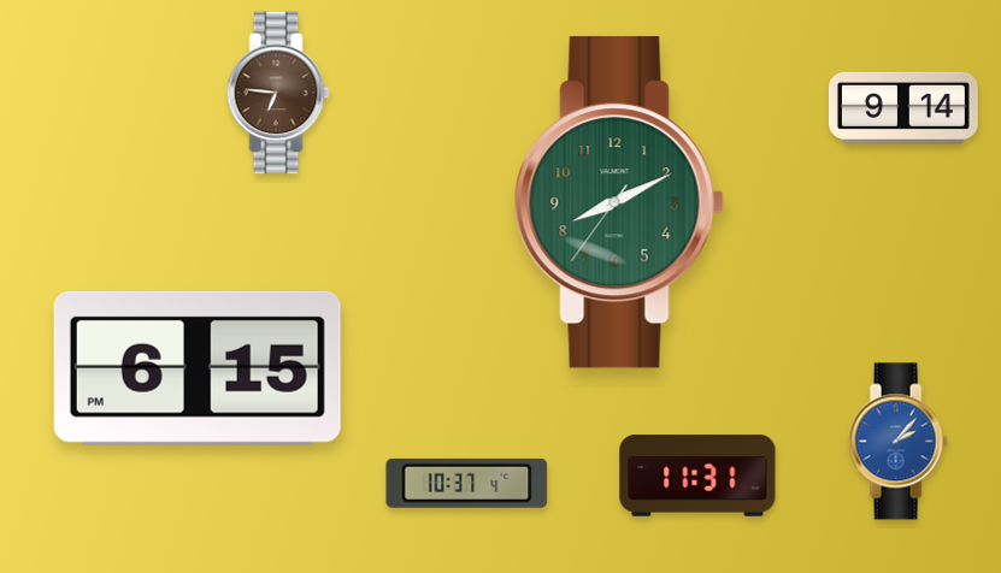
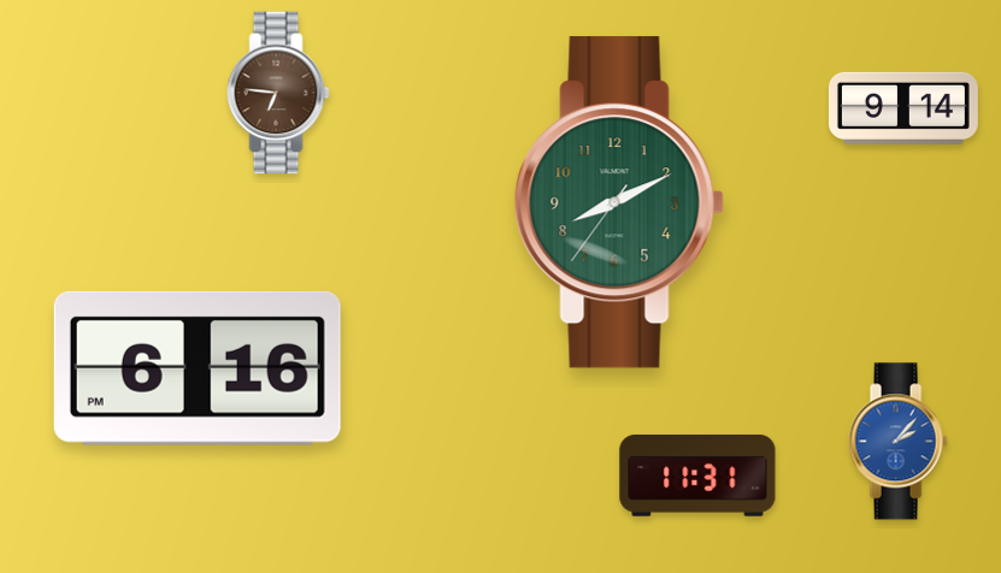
clock at (198, 368): 6:15 -> 6:16
clock at (467, 483): 10:37 -> none
